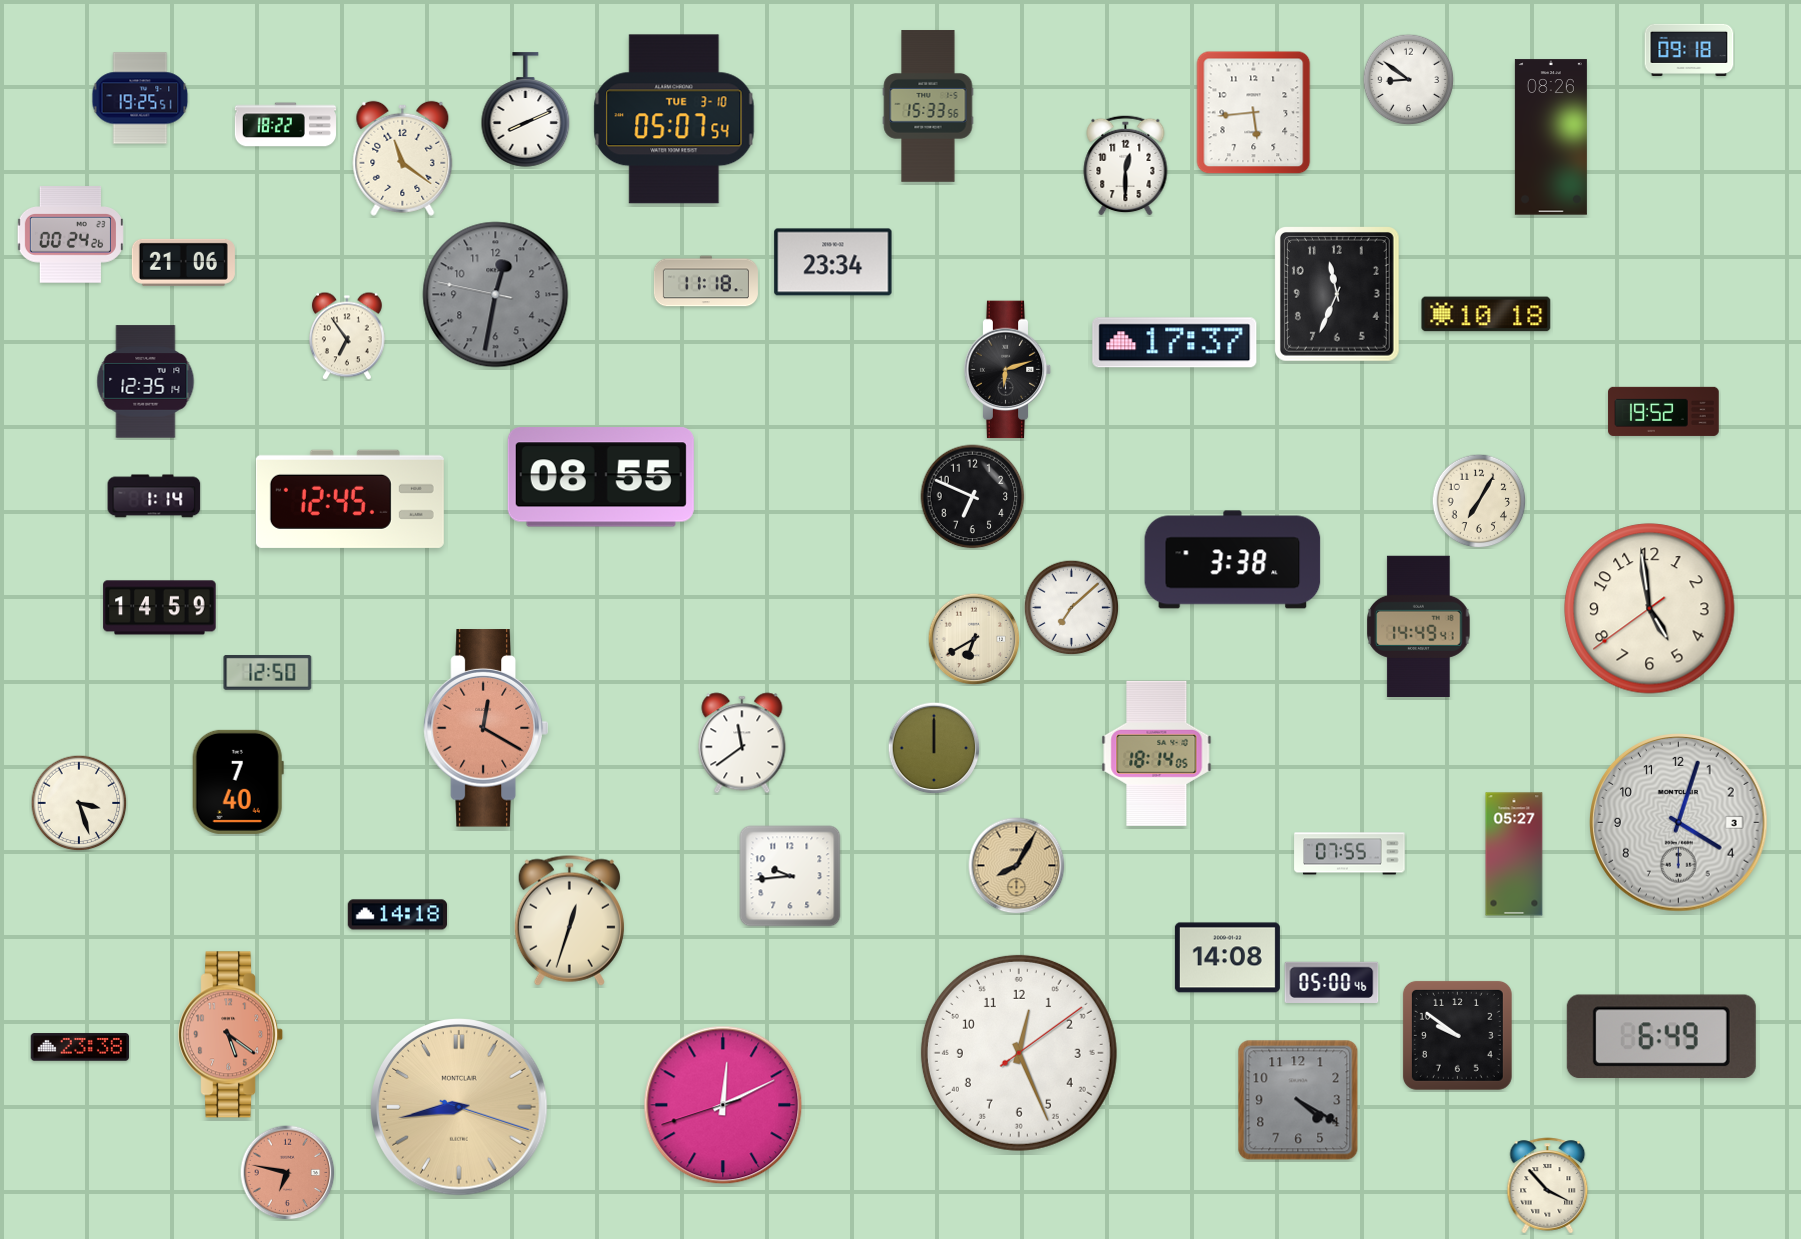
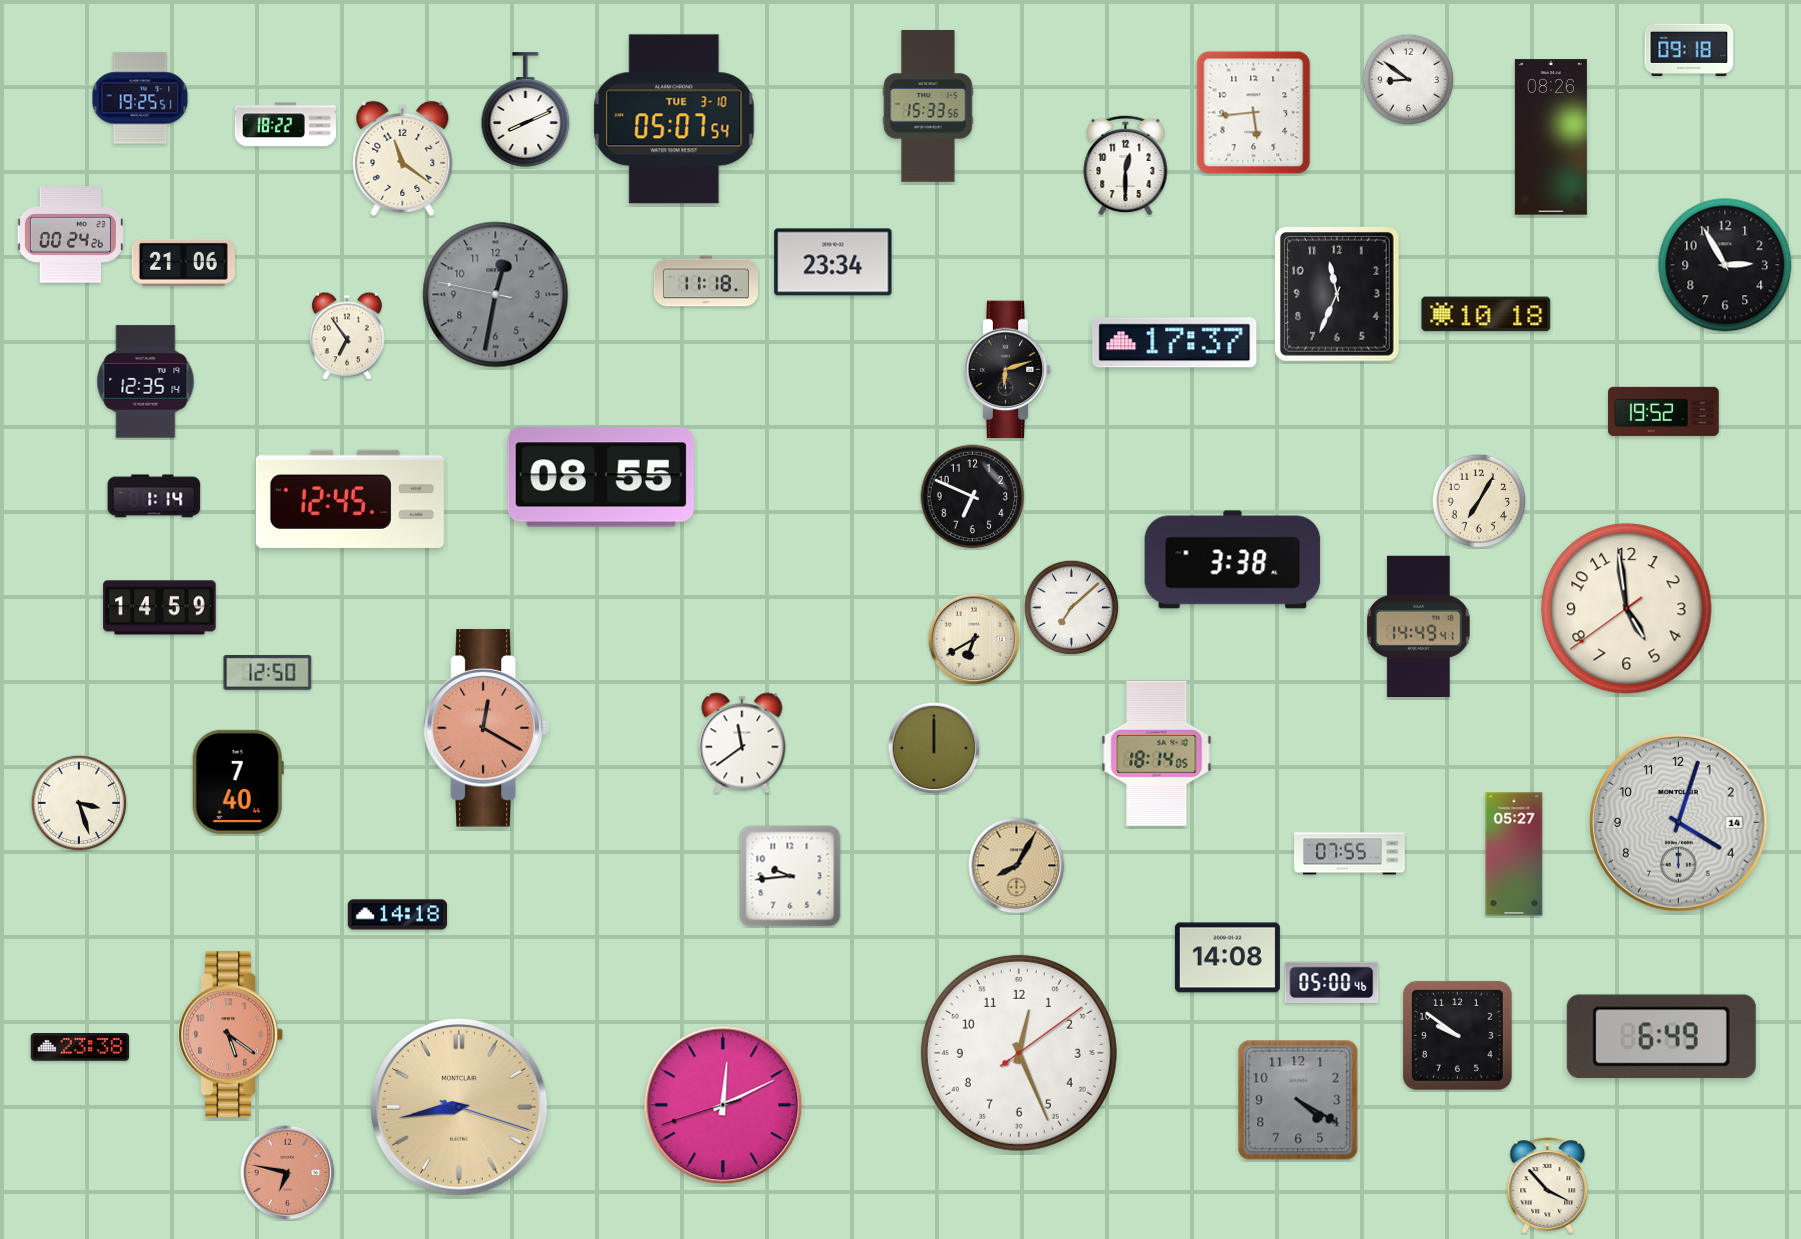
clock at (1725, 265): none -> 2:55
clock at (1650, 609) position: (1650, 609) -> (1627, 609)
clock at (1679, 823) date: 3 -> 14
clock at (569, 920): 12:33 -> none
